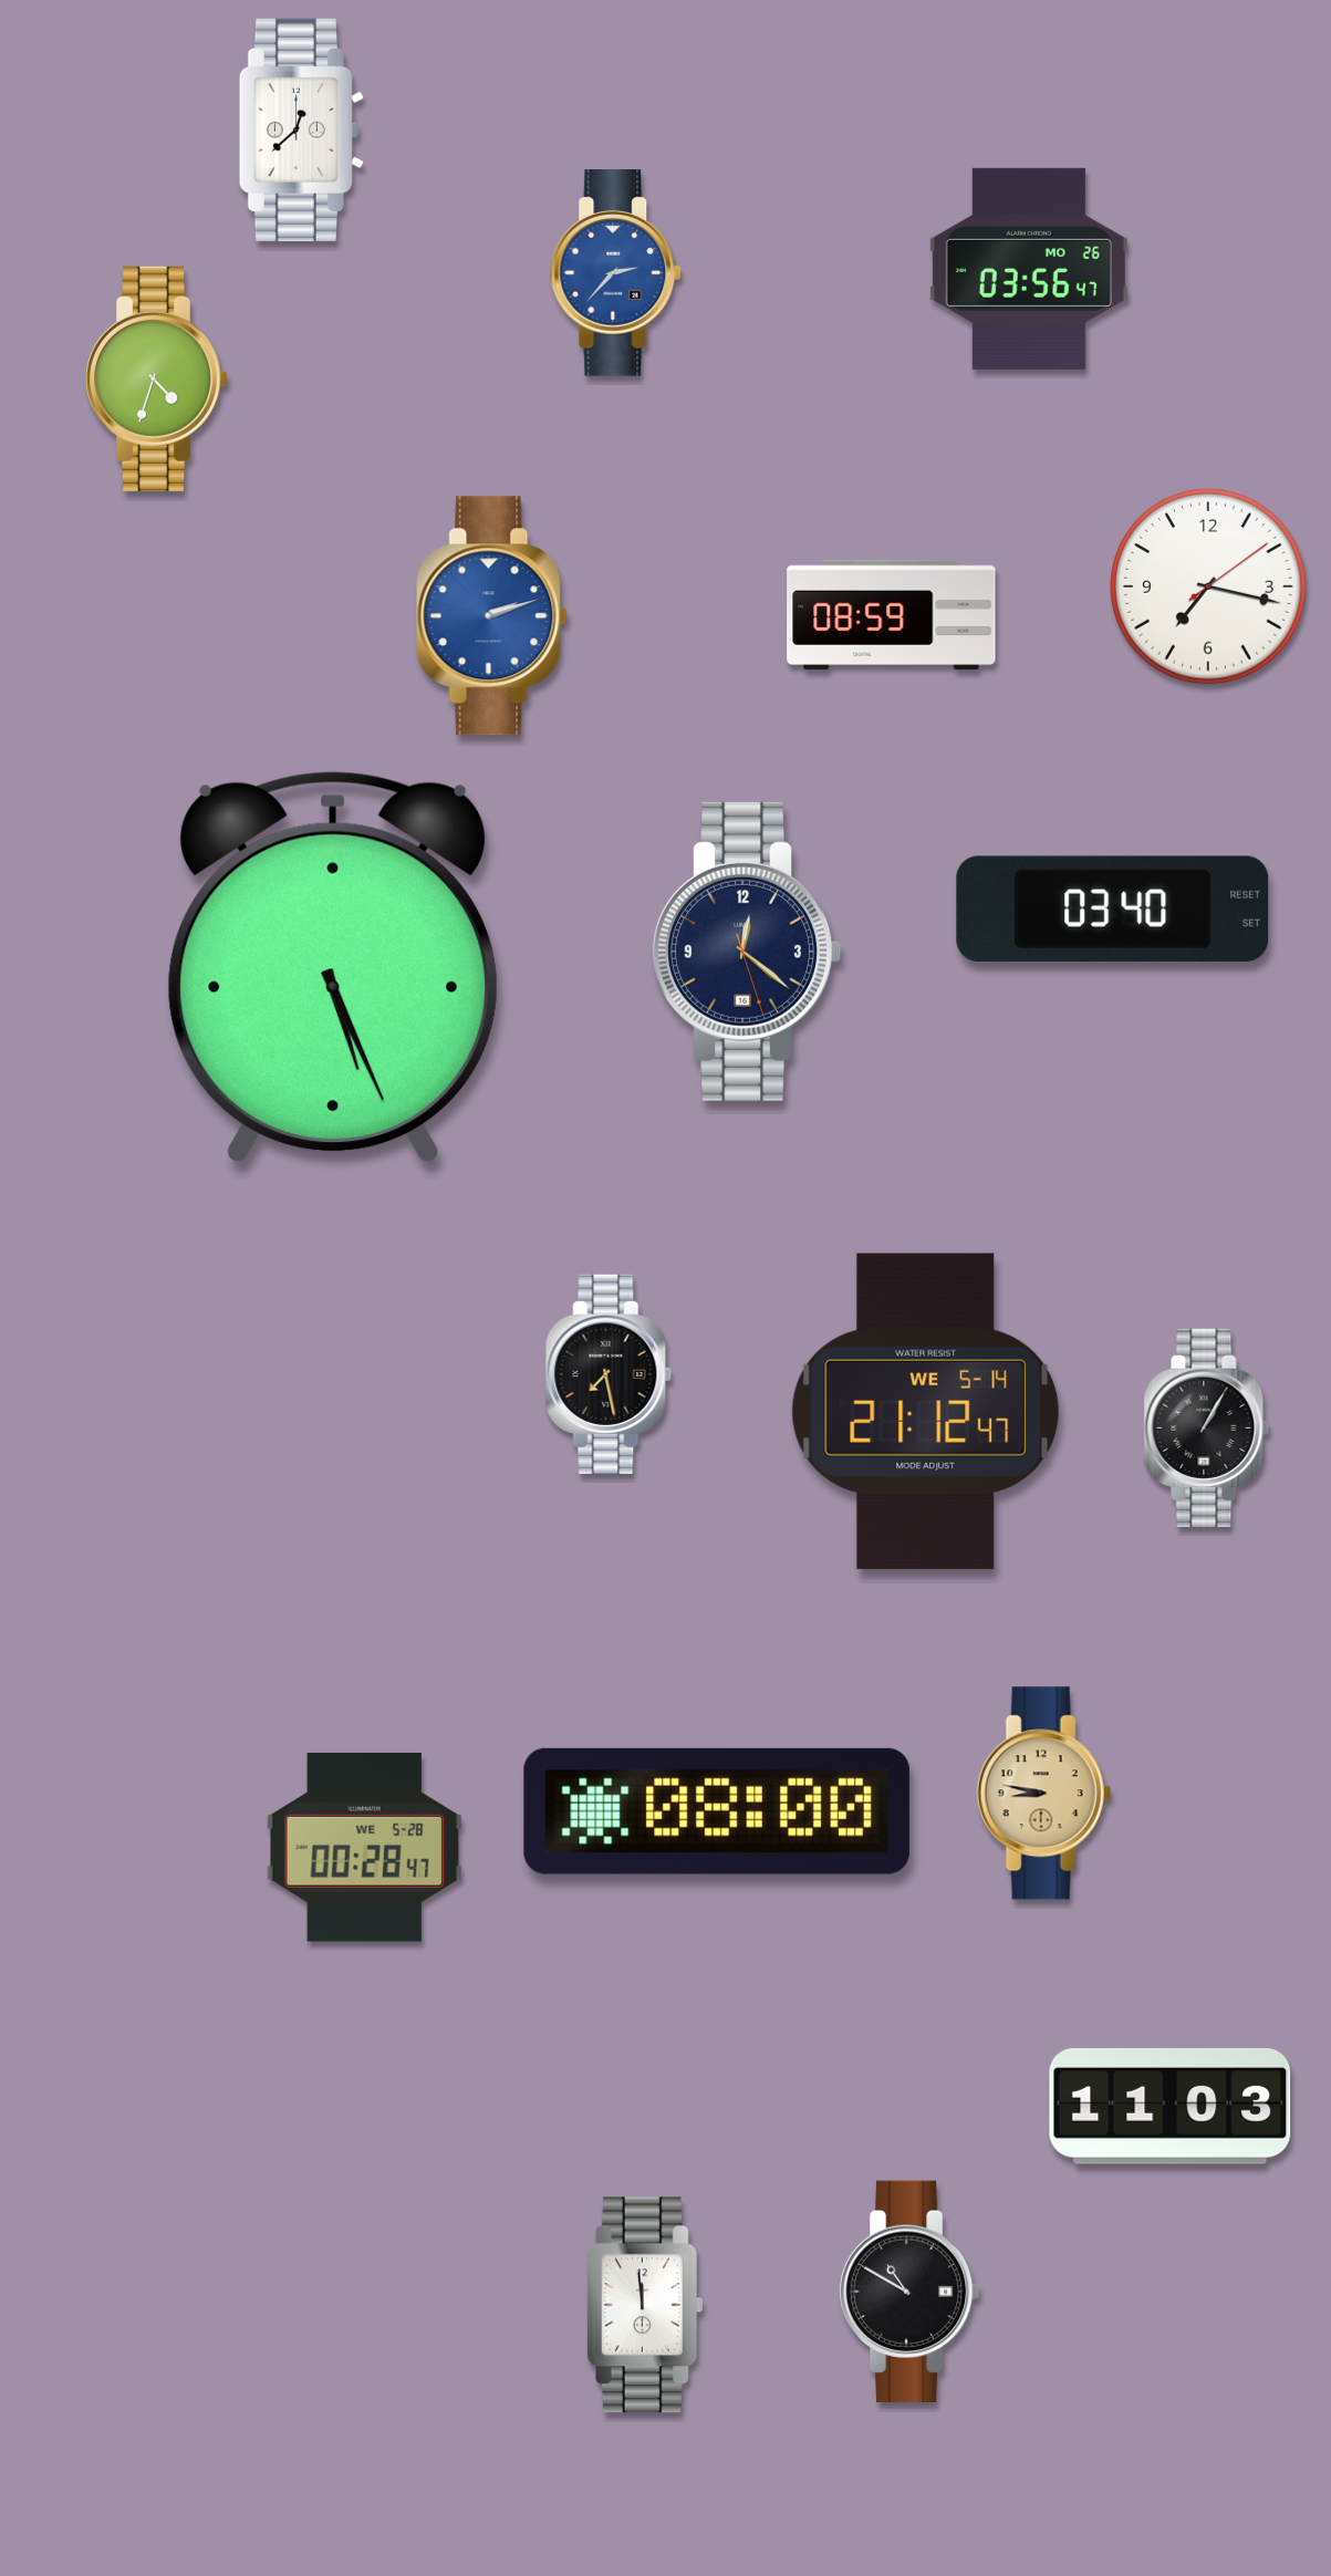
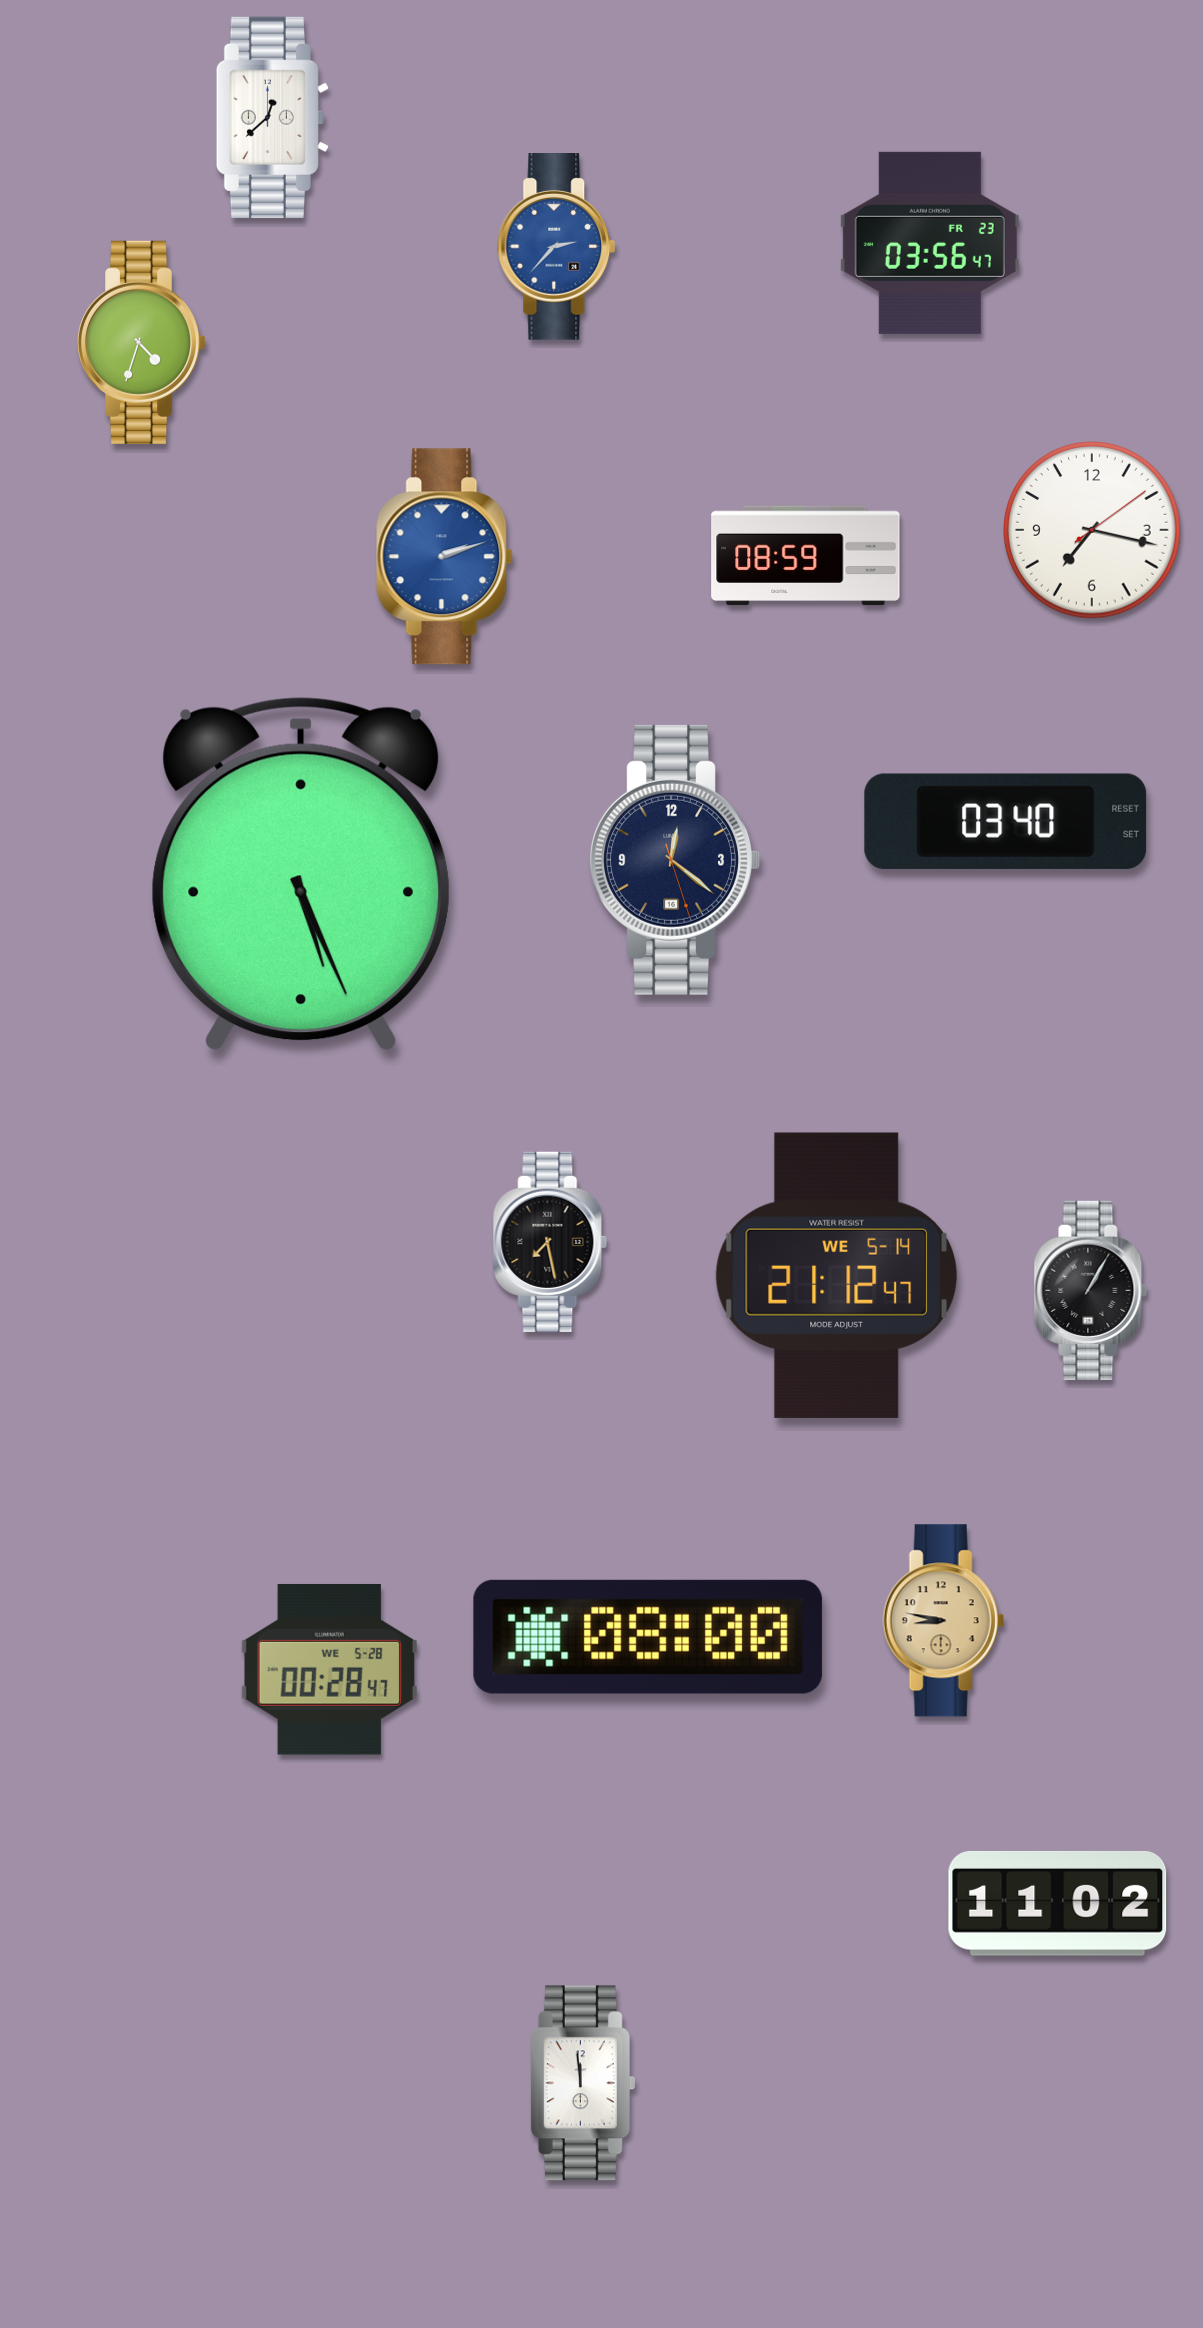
clock at (1029, 269) date: MO 26 -> FR 23
clock at (1171, 2107): 11:03 -> 11:02
clock at (909, 2292): 10:50 -> none
